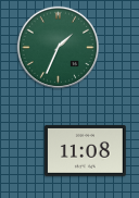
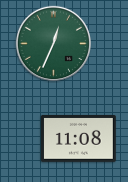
clock at (58, 47): 1:34 -> 12:34
